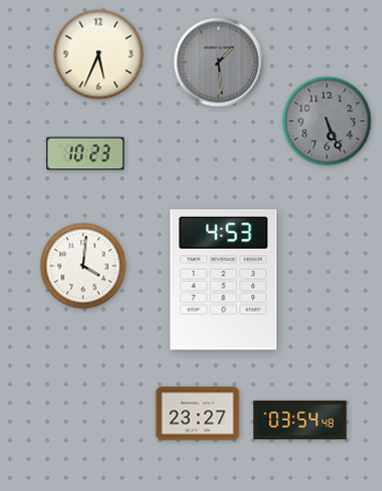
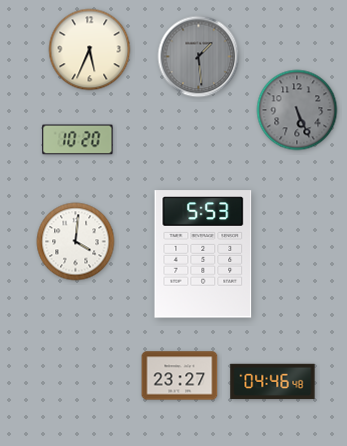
clock at (86, 154): 10:23 -> 10:20
clock at (223, 280): 4:53 -> 5:53
clock at (301, 421): 03:54 -> 04:46
